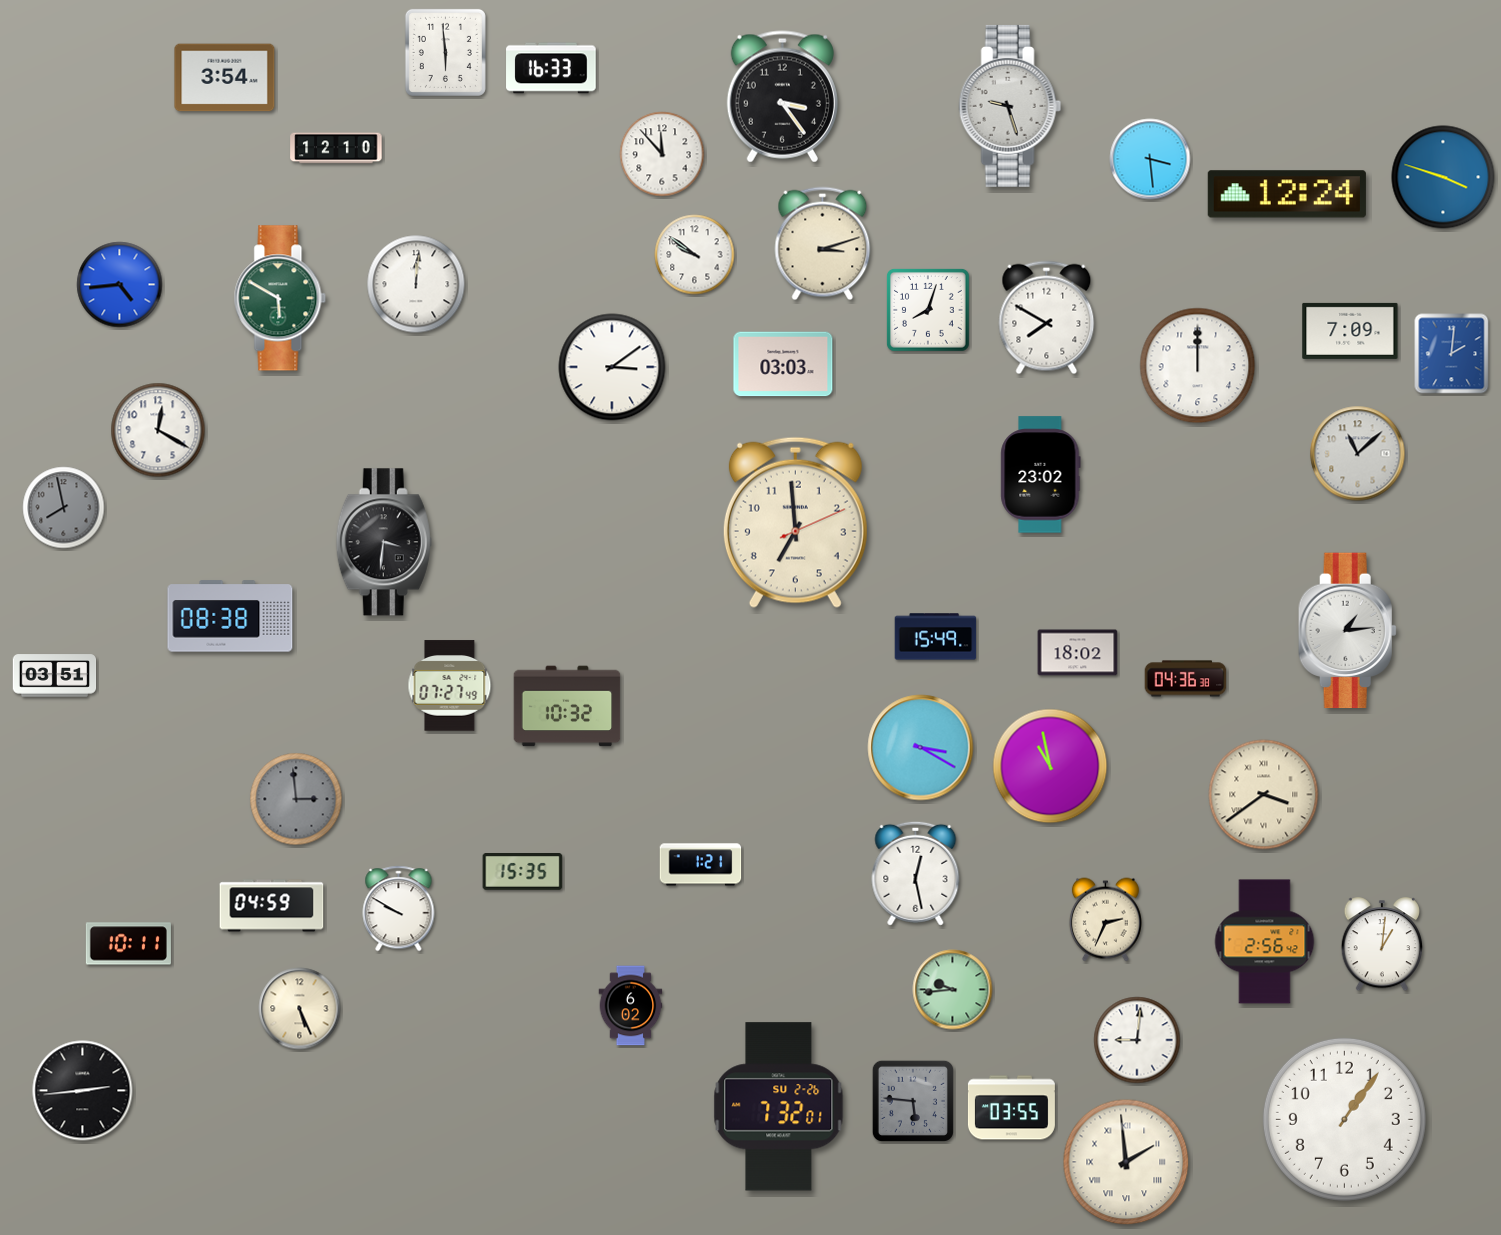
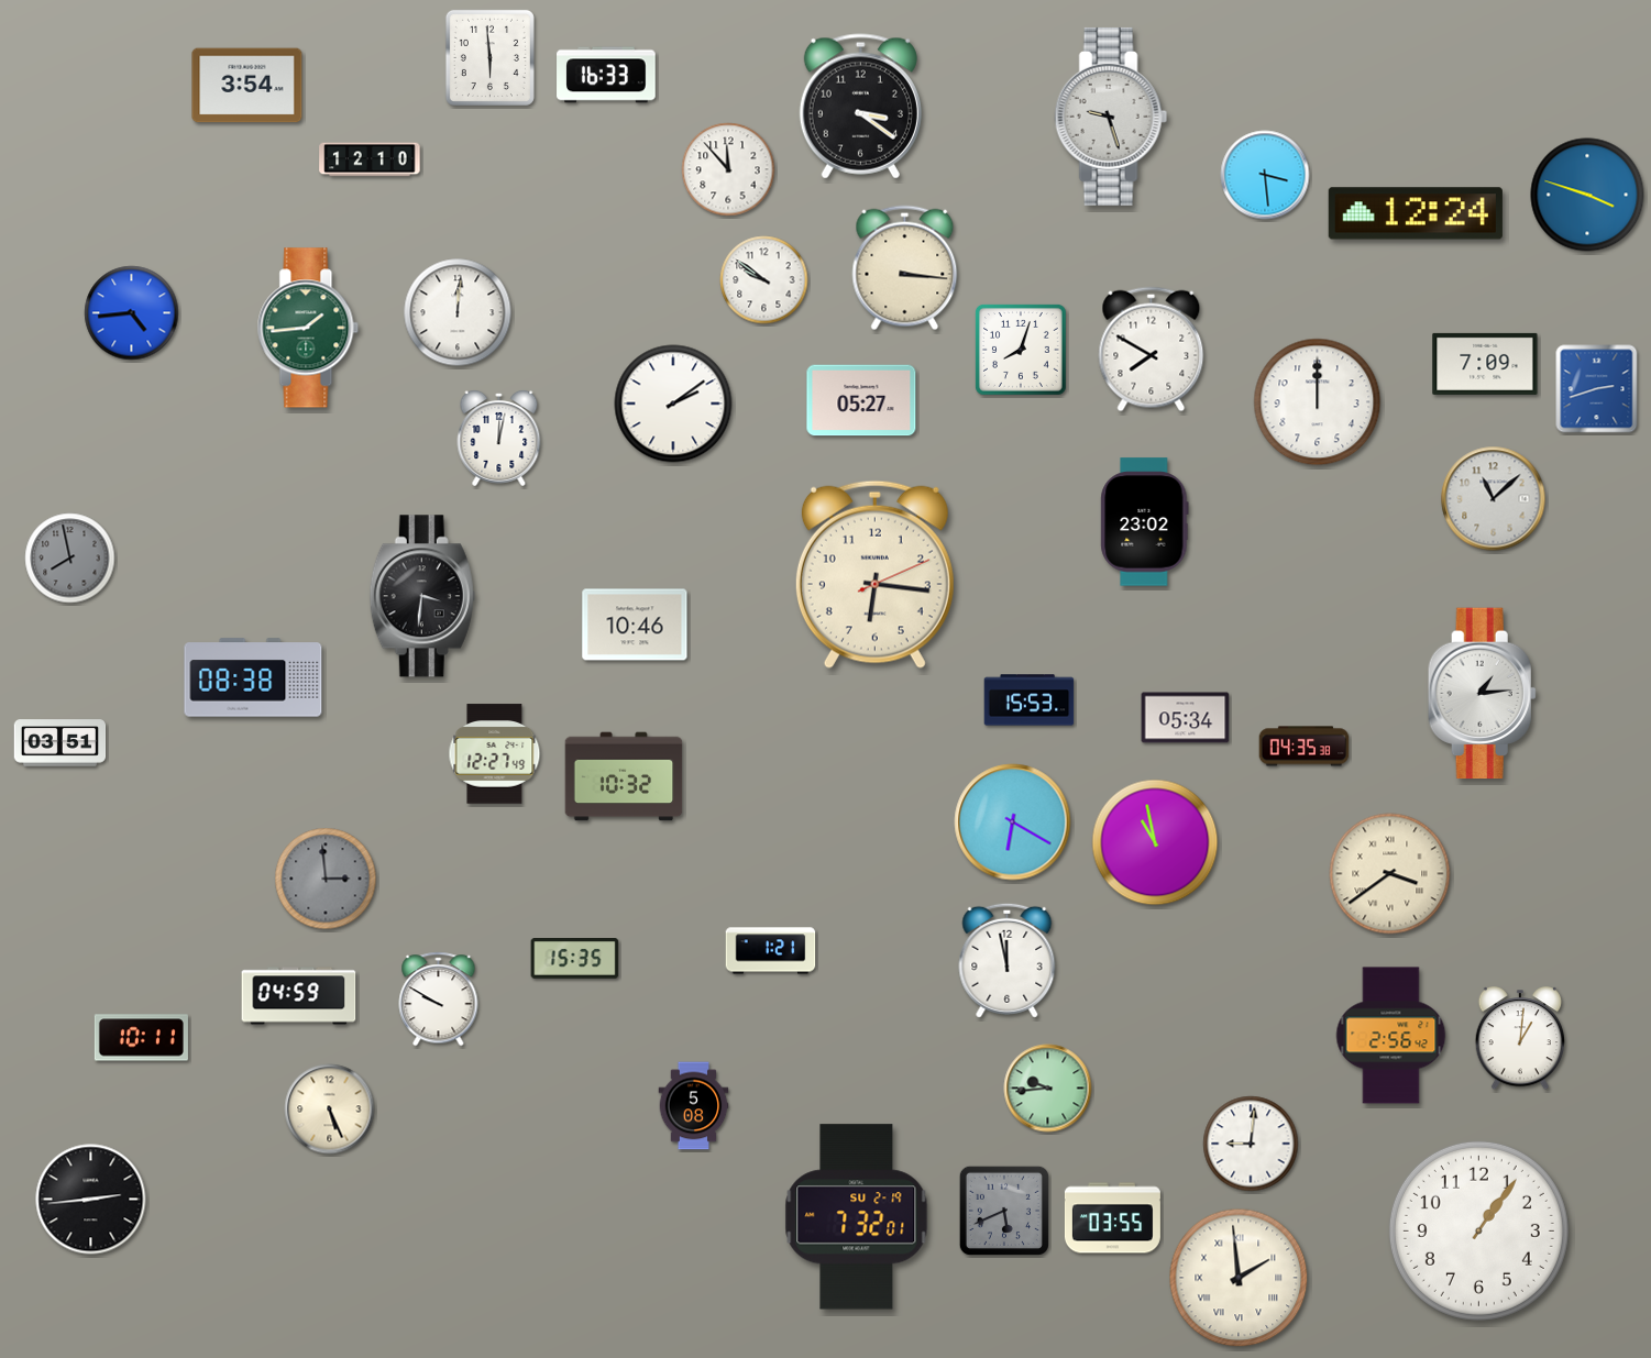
clock at (782, 97): 3:24 -> 3:21
clock at (336, 148) position: (336, 148) -> (370, 159)
clock at (823, 244): 3:12 -> 3:16
clock at (280, 298): 5:50 -> 1:44
clock at (929, 311) position: (929, 311) -> (1022, 351)
clock at (1452, 354): 2:01 -> 2:42
clock at (783, 364): 03:03 -> 05:27
clock at (612, 367): 3:09 -> 2:09
clock at (499, 439): none -> 12:02
clock at (158, 430): 12:20 -> none
clock at (795, 522): 6:59 -> 6:16
clock at (635, 625): none -> 10:46
clock at (936, 637): 15:49 -> 15:53
clock at (1078, 653): 18:02 -> 05:34
clock at (1186, 679): 04:36 -> 04:35
clock at (450, 686): 07:27 -> 12:27
clock at (921, 748): 3:20 -> 6:20
clock at (916, 873): 12:28 -> 11:58
clock at (1105, 920): 2:34 -> none
clock at (631, 1006): 6:02 -> 5:08
clock at (913, 1101): 5:46 -> 5:41
clock at (779, 1107) date: SU 2-26 -> SU 2-19
